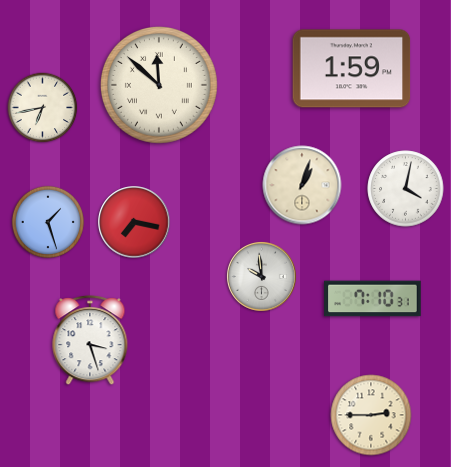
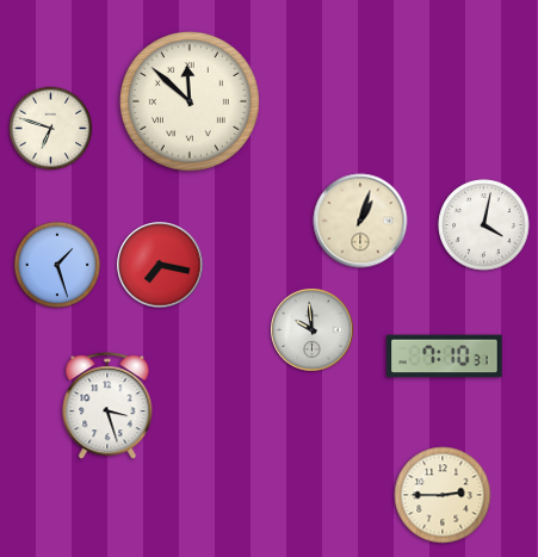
clock at (352, 69): 1:59 -> none
clock at (43, 108): 6:43 -> 6:48
